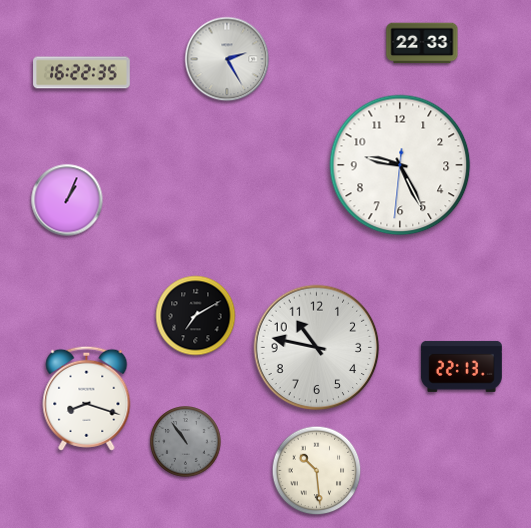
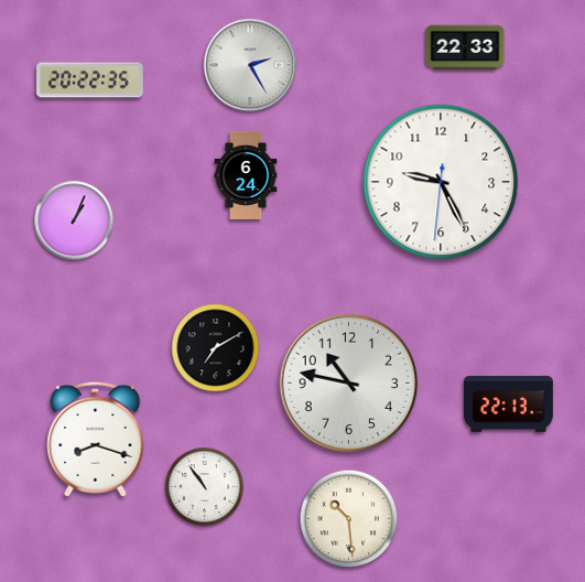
clock at (82, 73): 16:22 -> 20:22
clock at (246, 175): none -> 6:24
clock at (186, 442) dial: grey -> white
